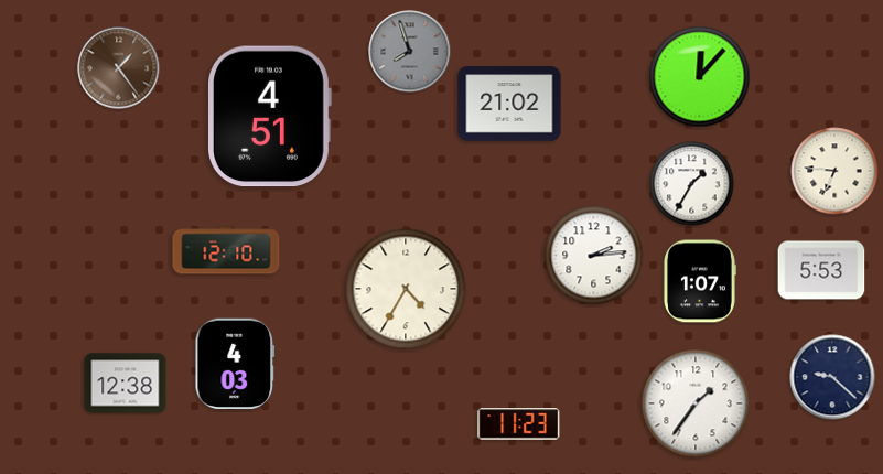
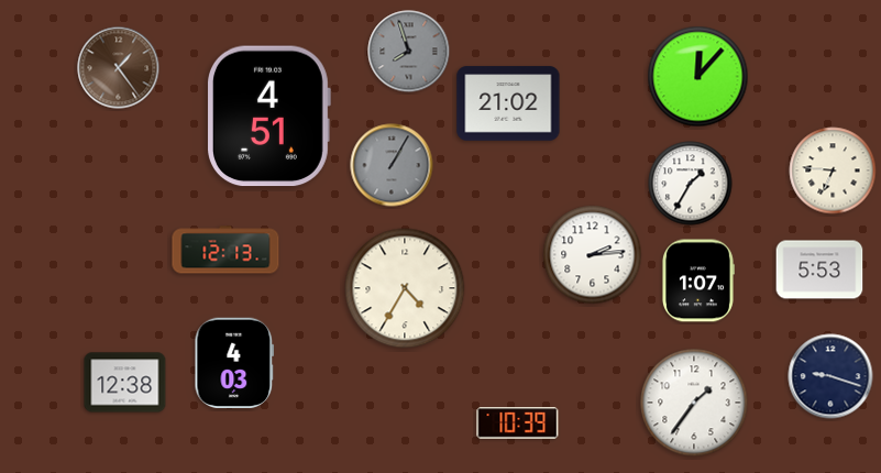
clock at (392, 165): none -> 1:05
clock at (226, 250): 12:10 -> 12:13
clock at (832, 377): 9:22 -> 9:18
clock at (519, 424): 11:23 -> 10:39
